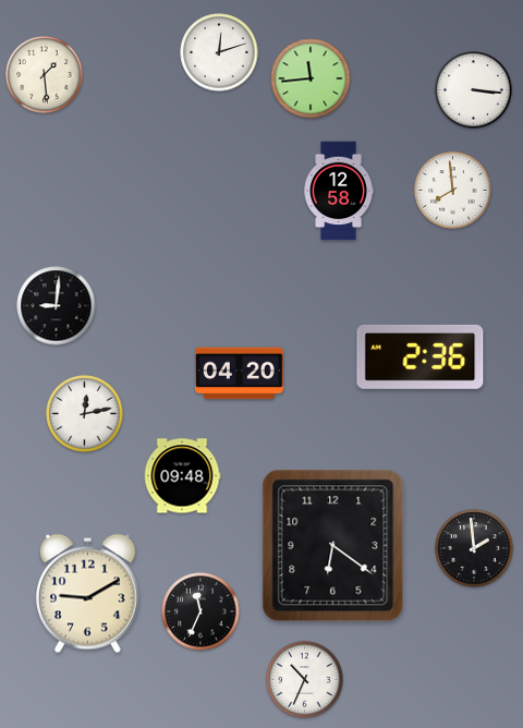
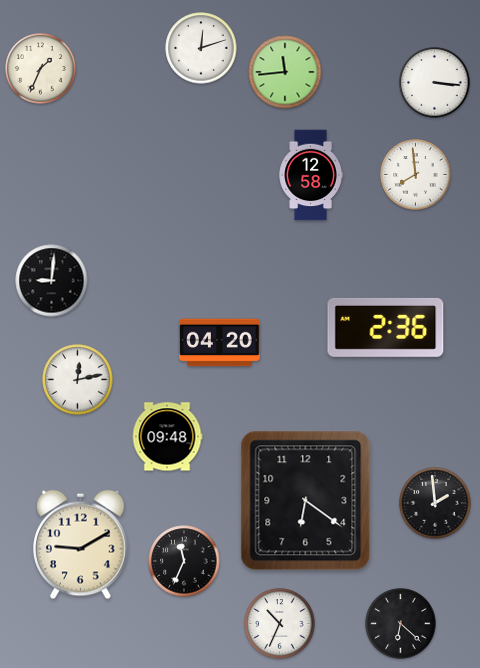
clock at (45, 75): 1:29 -> 1:34
clock at (401, 624): none -> 6:22
